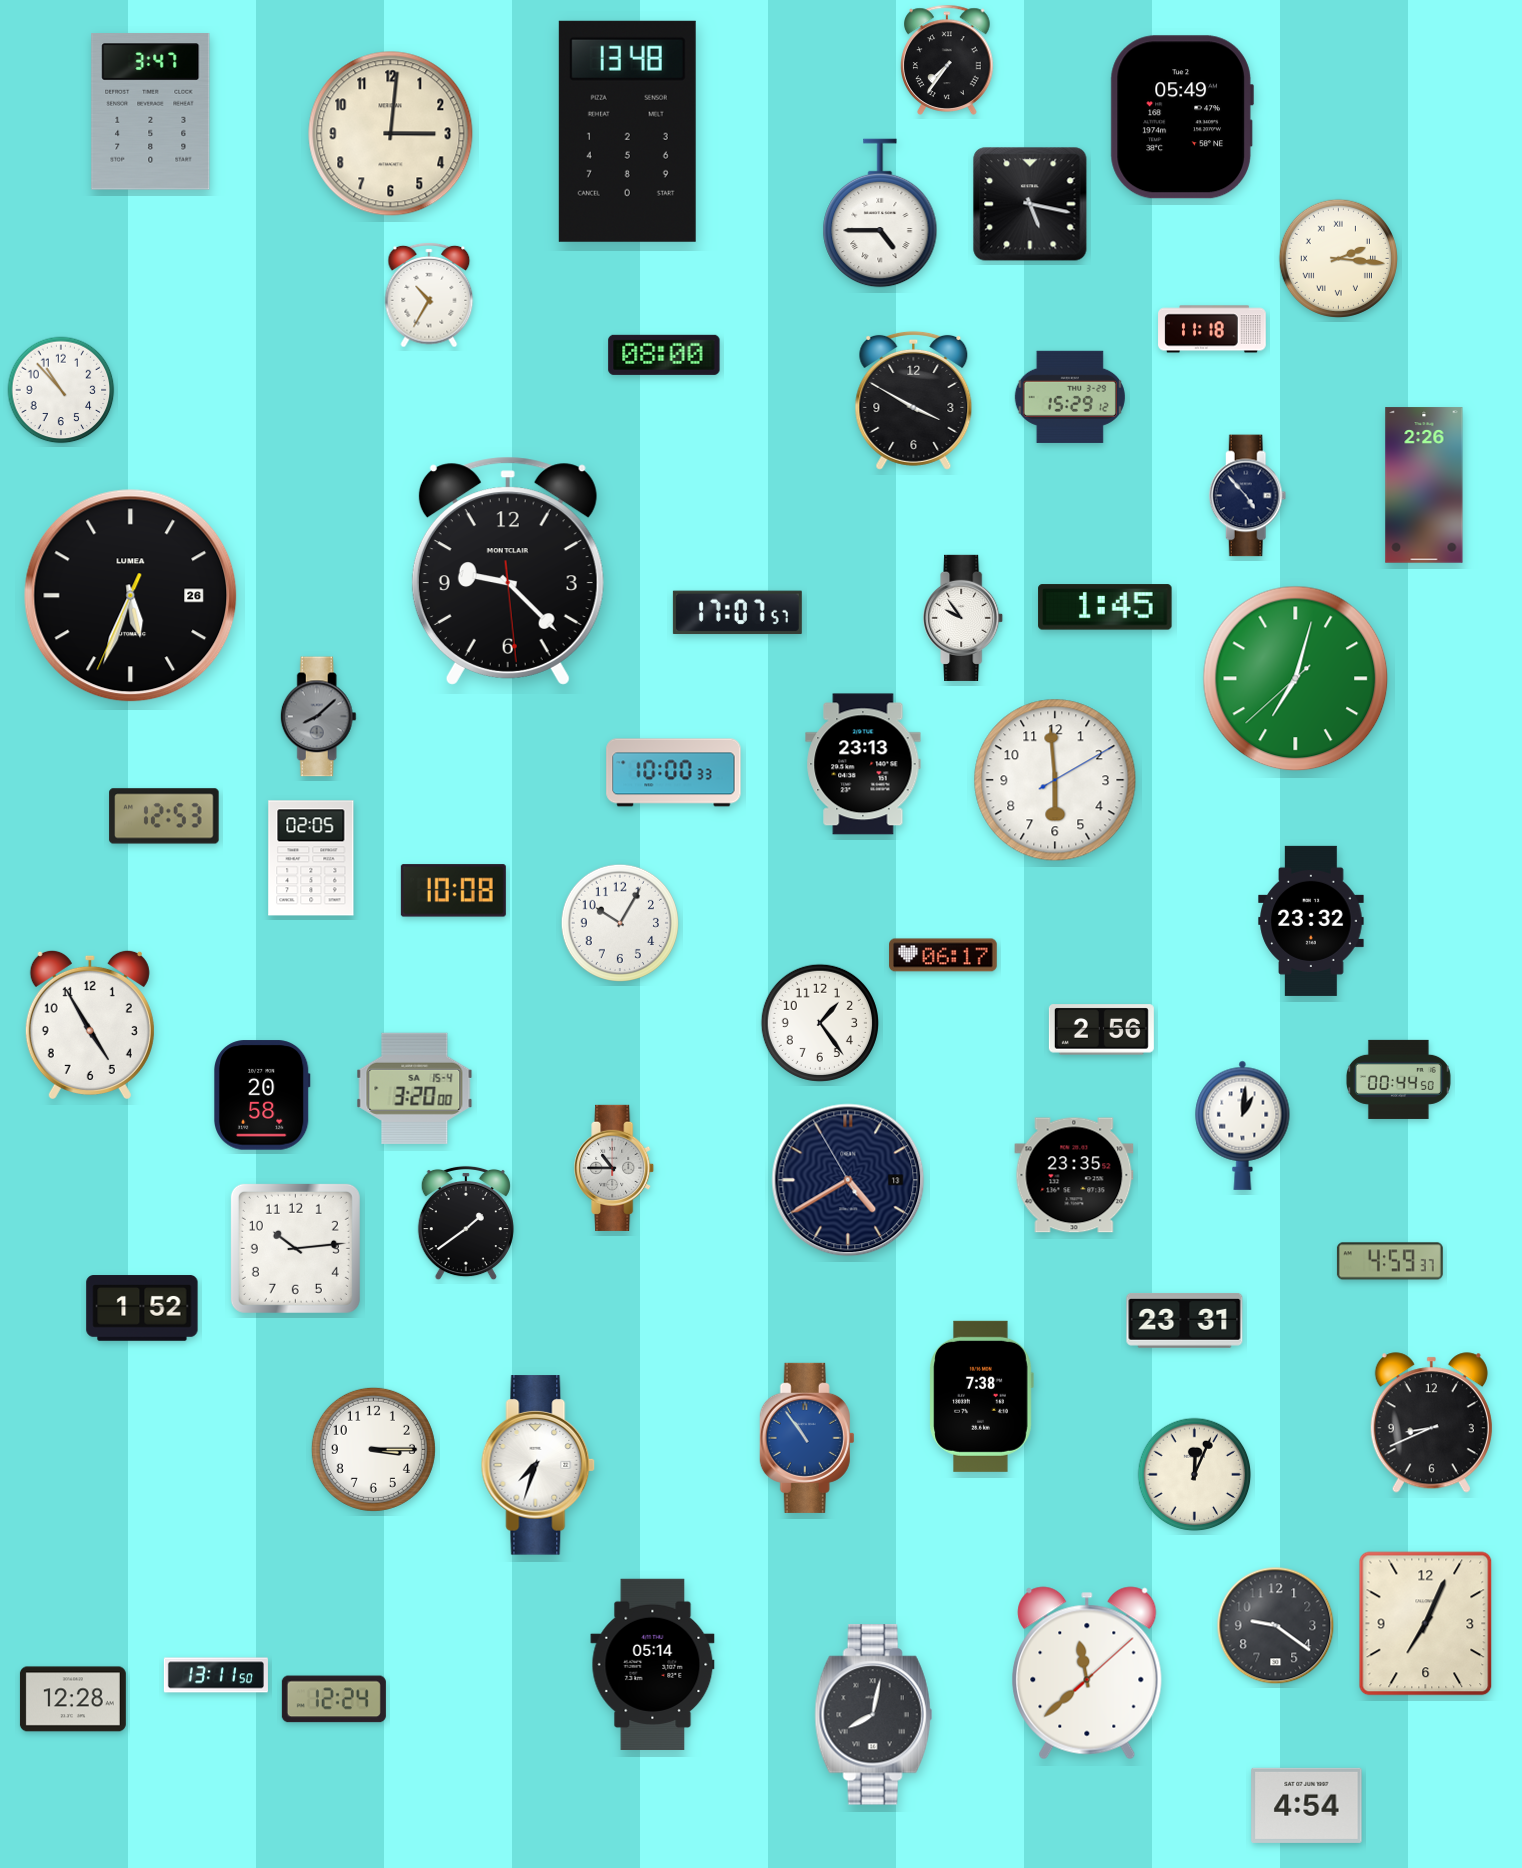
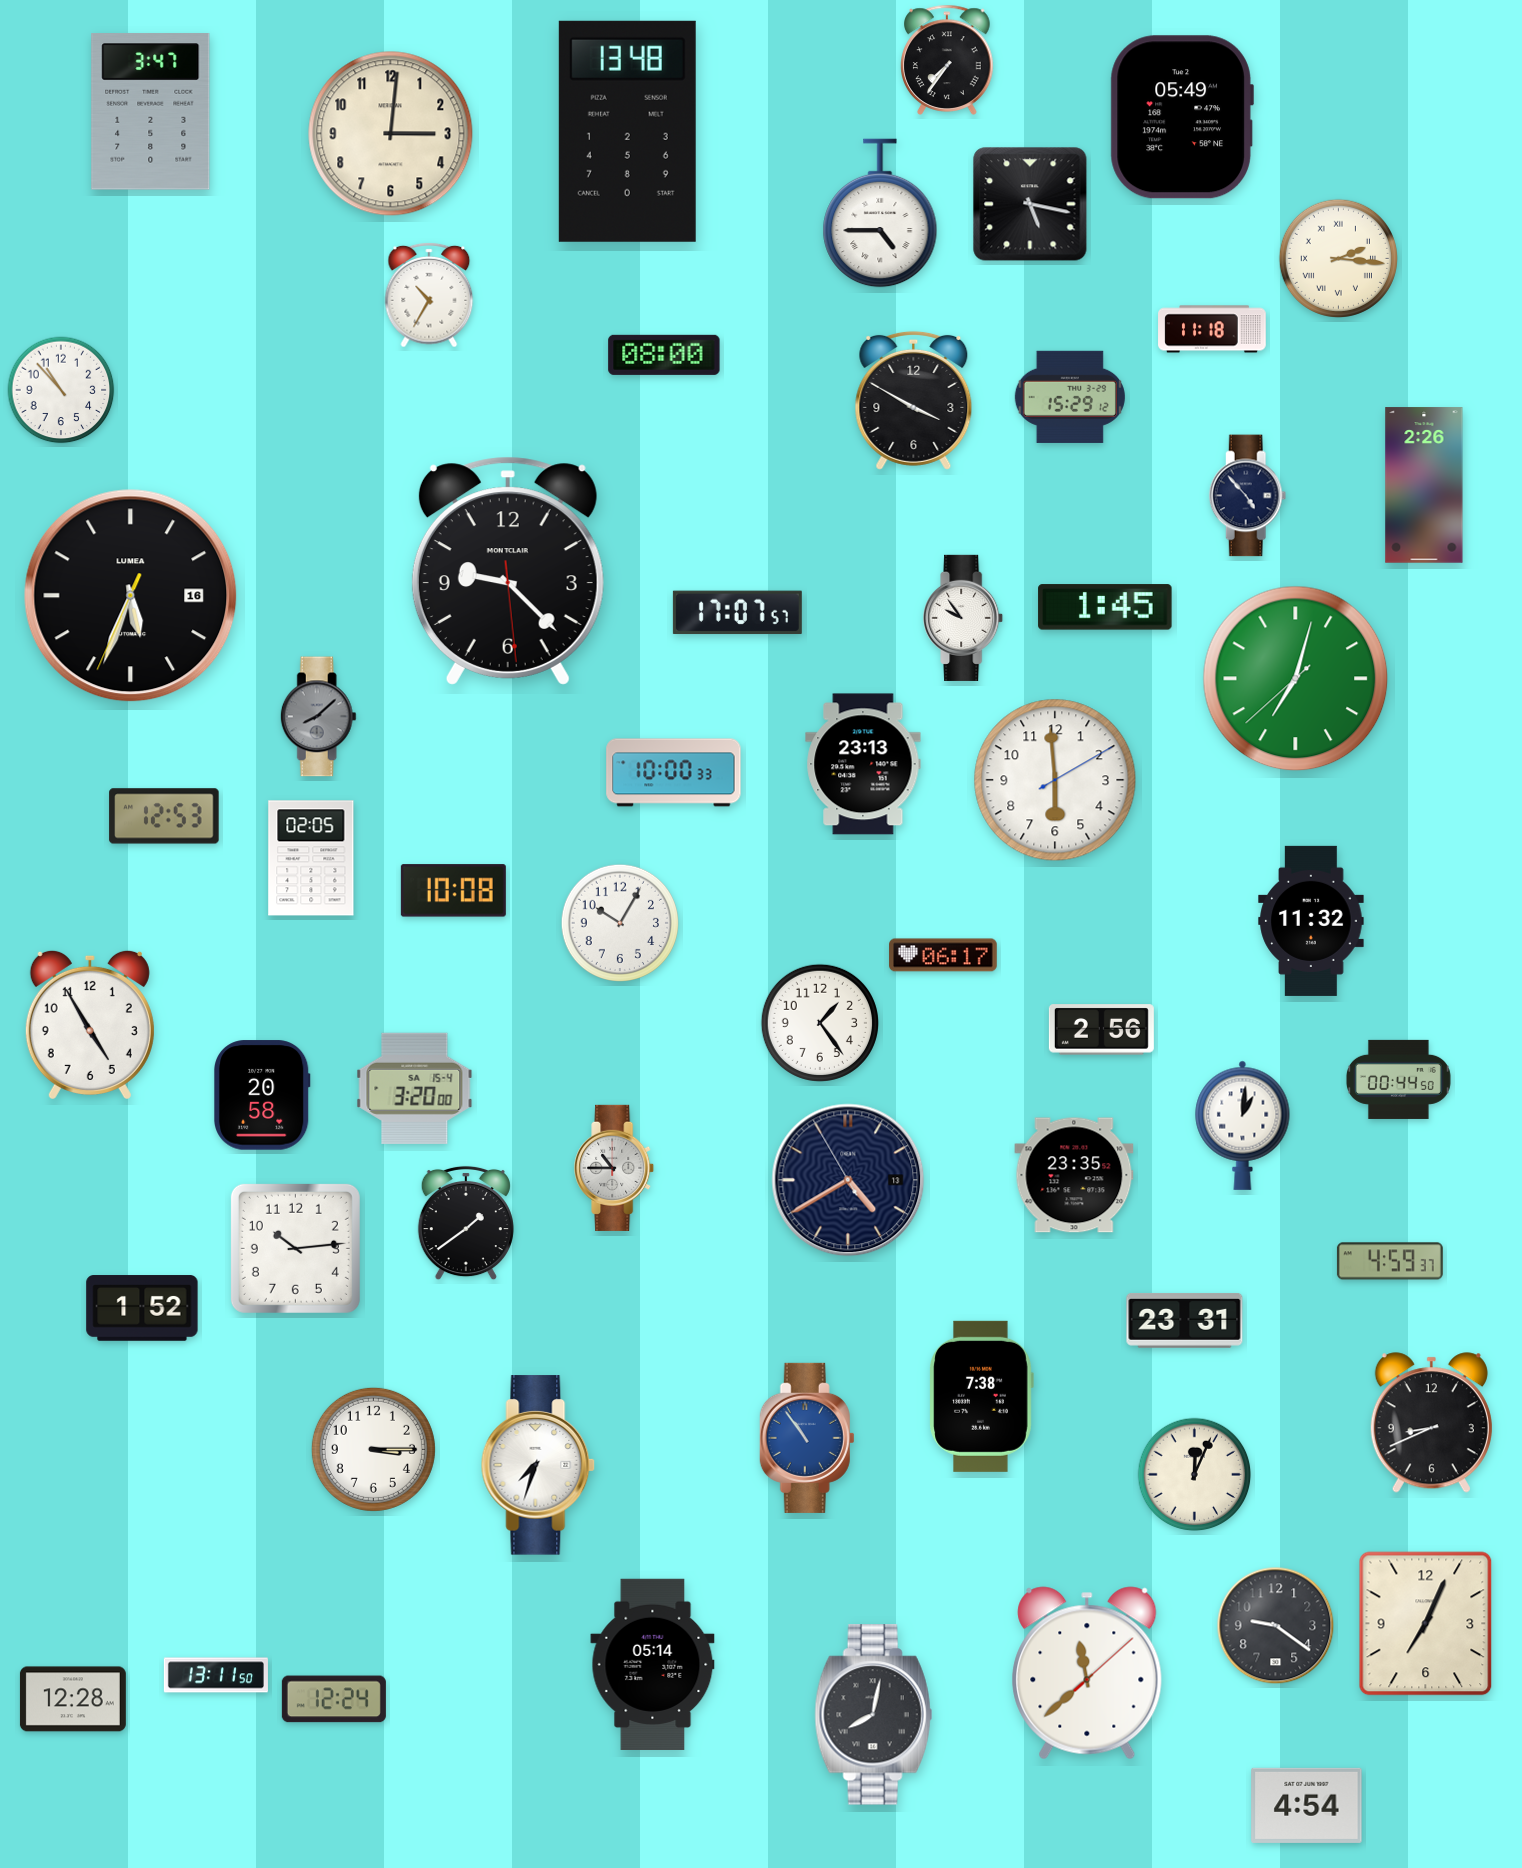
clock at (131, 596) date: 26 -> 16
clock at (1311, 921): 23:32 -> 11:32
